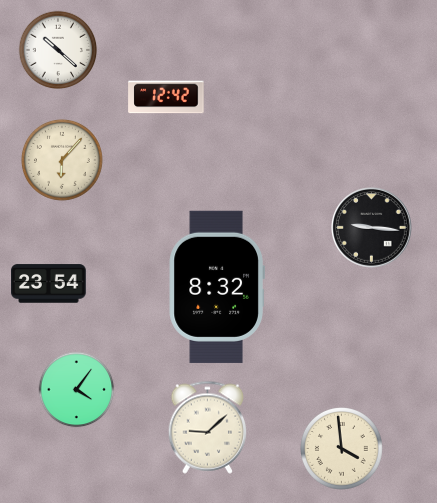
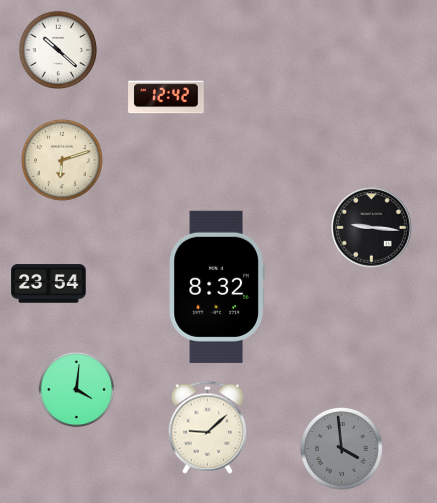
clock at (62, 160): 6:07 -> 6:12
clock at (77, 390): 4:06 -> 4:01
clock at (342, 449) dial: cream -> grey
